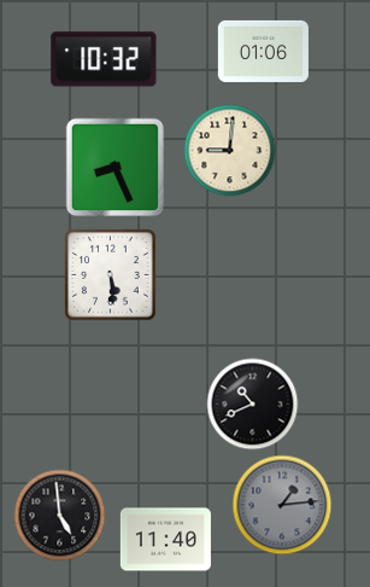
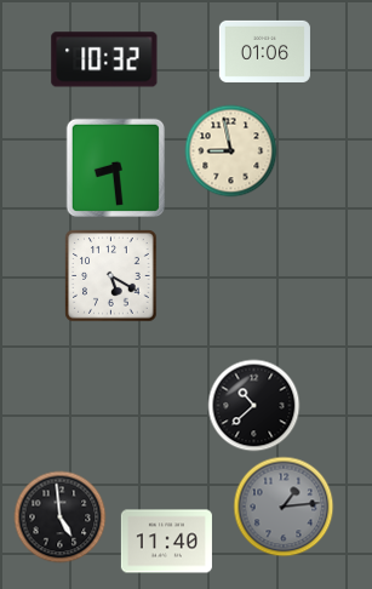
clock at (230, 151): 9:01 -> 8:58
clock at (114, 167): 8:26 -> 8:29
clock at (111, 275): 5:29 -> 5:20
clock at (253, 405): 10:41 -> 10:38
